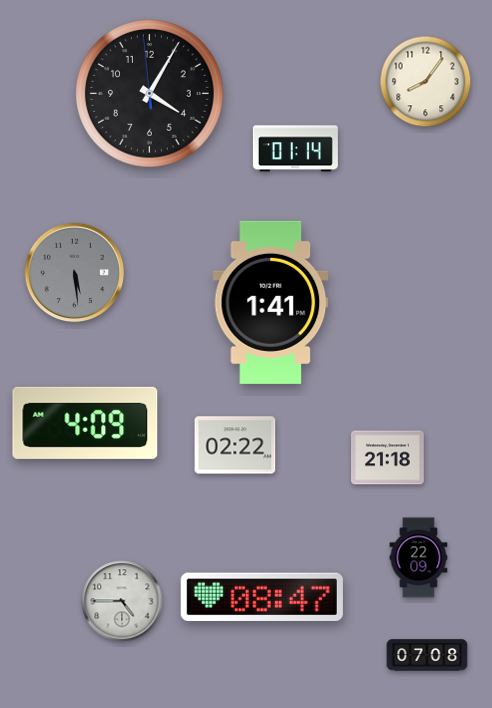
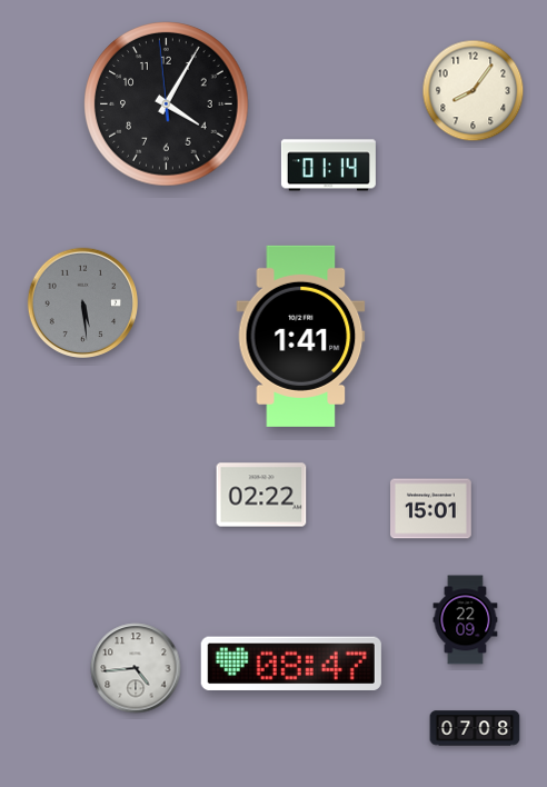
clock at (85, 423): 4:09 -> none
clock at (388, 458): 21:18 -> 15:01
clock at (122, 601): 4:45 -> 4:44
